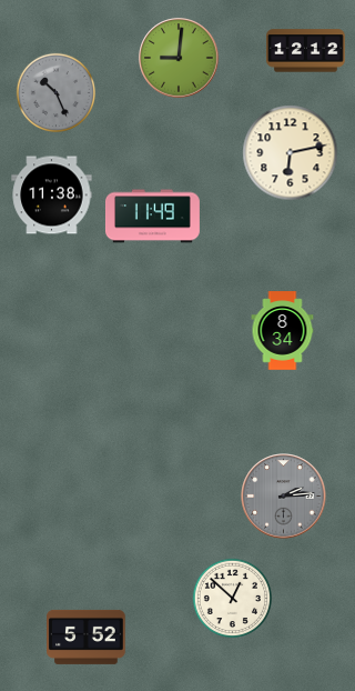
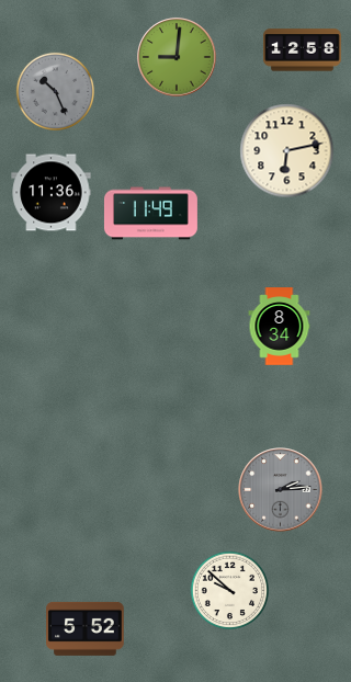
clock at (306, 51): 12:12 -> 12:58
clock at (52, 196): 11:38 -> 11:36
clock at (232, 598): 12:52 -> 9:52
